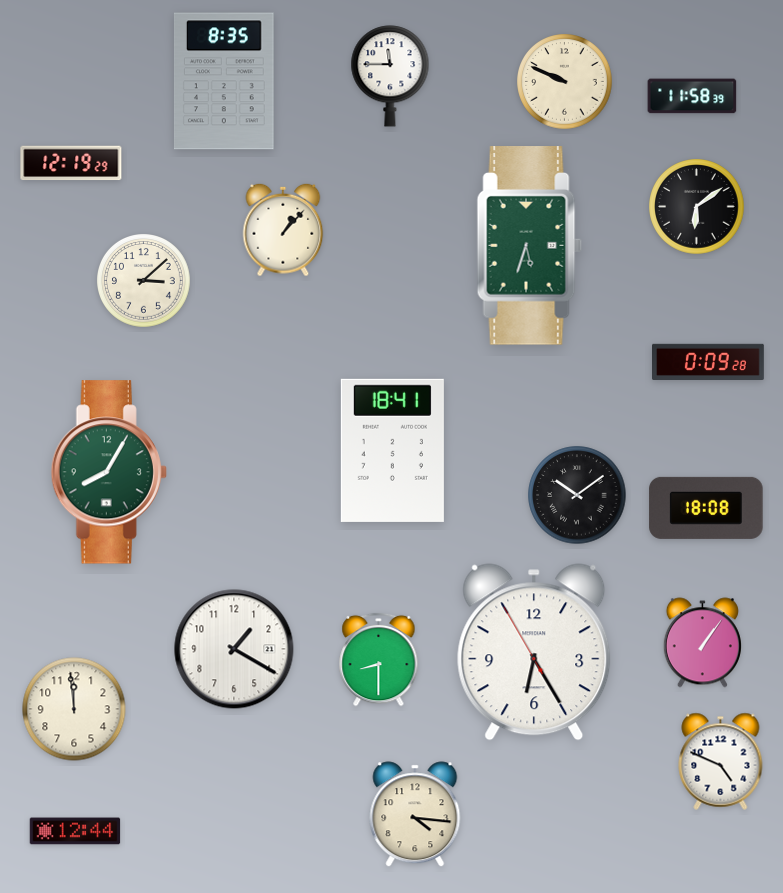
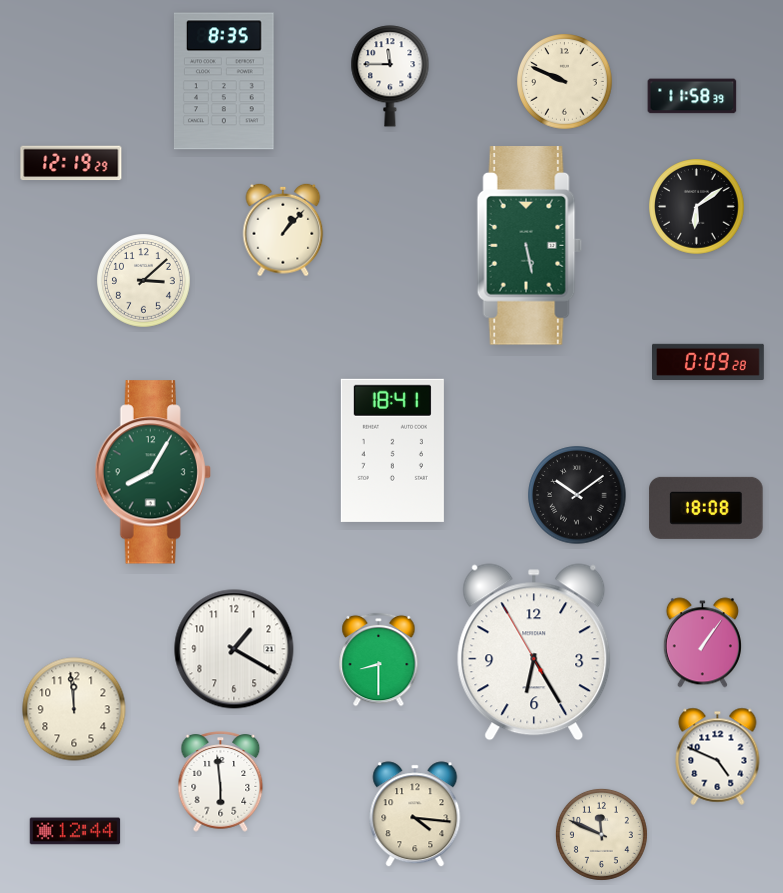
clock at (530, 246): 5:33 -> 5:28
clock at (109, 472) position: (109, 472) -> (153, 472)
clock at (721, 761) position: (721, 761) -> (718, 756)
clock at (221, 782): none -> 5:59
clock at (601, 834): none -> 11:49
